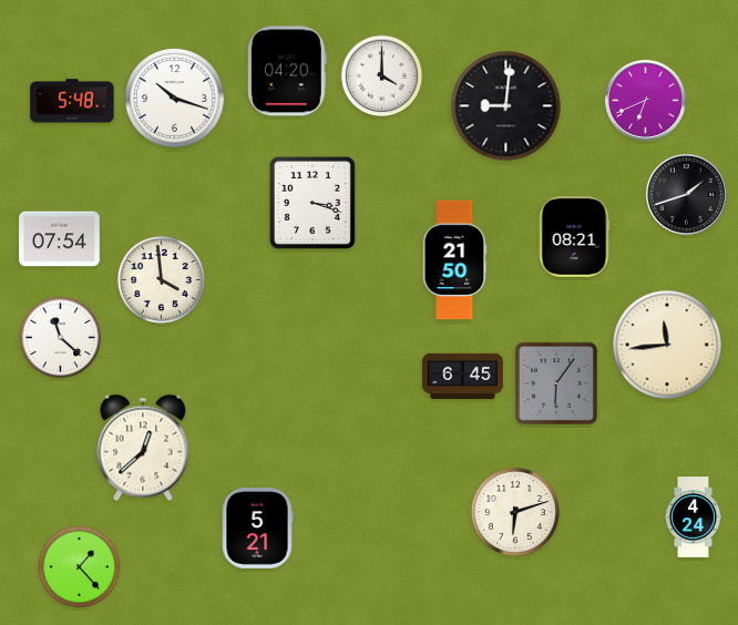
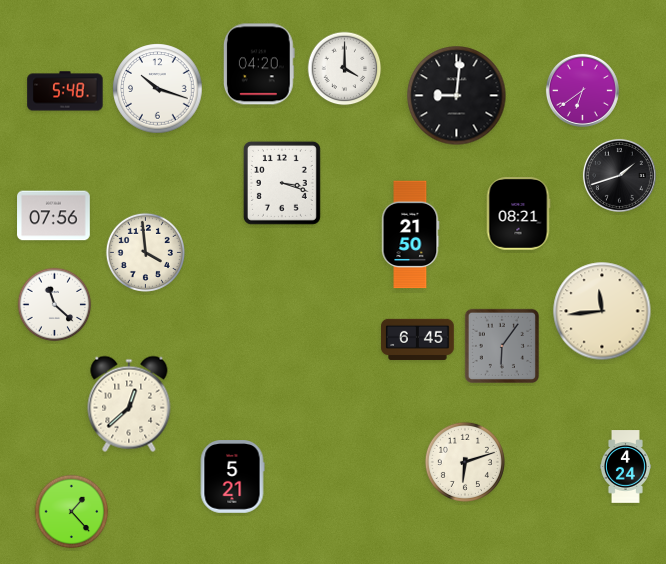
clock at (645, 100): 6:41 -> 6:39
clock at (60, 239): 07:54 -> 07:56
